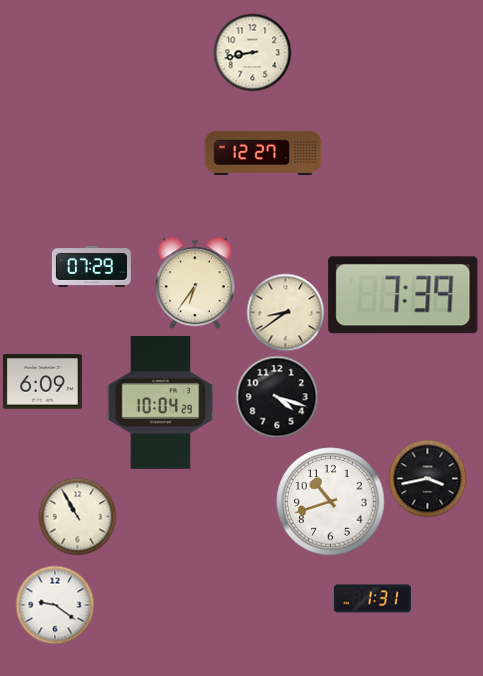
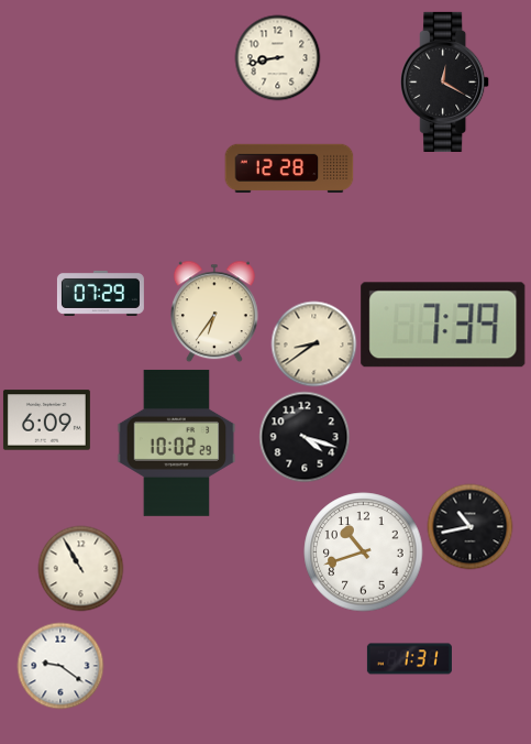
clock at (445, 81): none -> 12:20
clock at (263, 153): 12:27 -> 12:28
clock at (161, 402): 10:04 -> 10:02
clock at (427, 478): 3:43 -> 10:43
clock at (77, 516) position: (77, 516) -> (80, 568)
